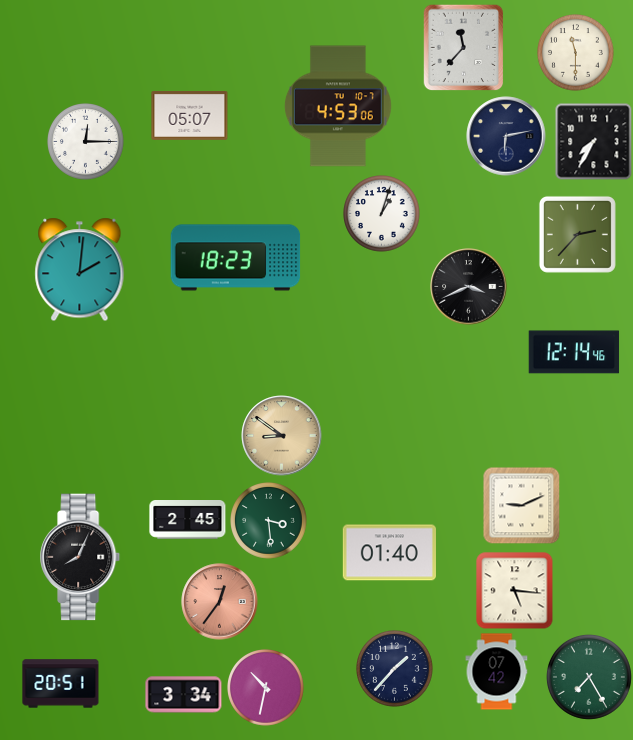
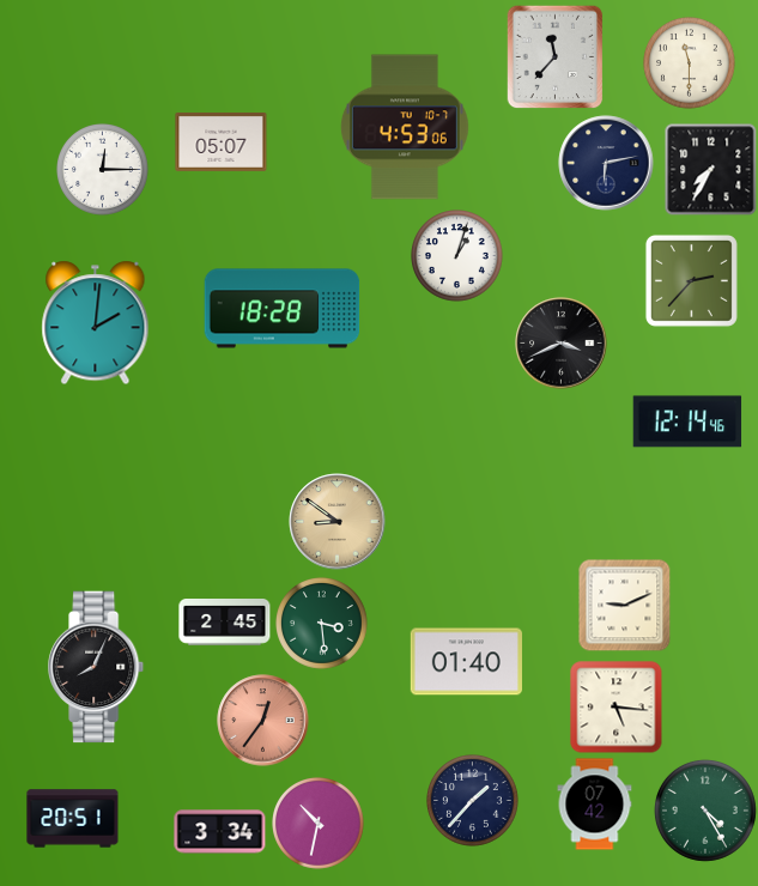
clock at (190, 116) position: (190, 116) -> (222, 142)
clock at (236, 258): 18:23 -> 18:28
clock at (589, 677): 7:25 -> 4:25
